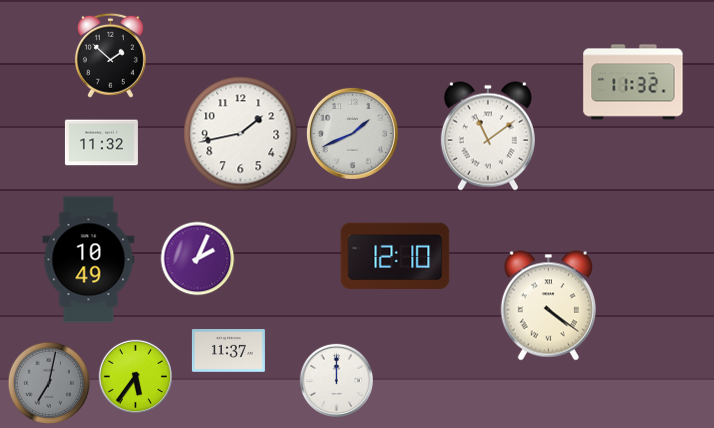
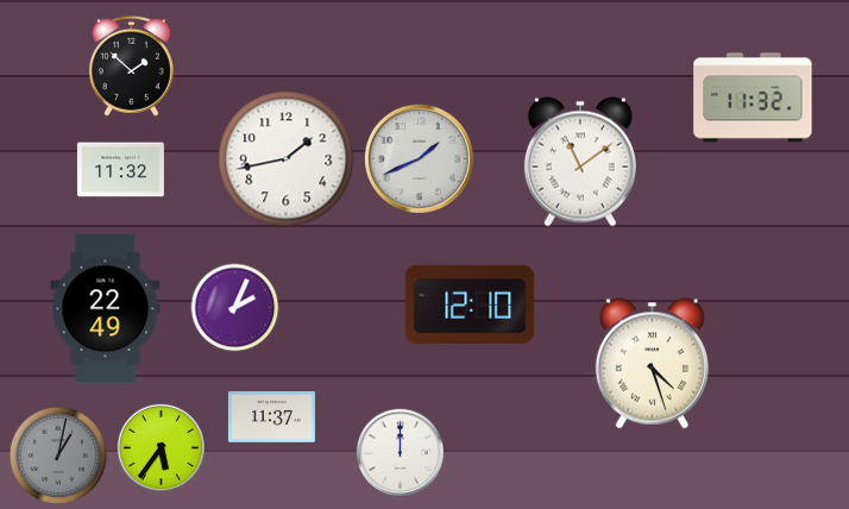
clock at (89, 260): 10:49 -> 22:49
clock at (548, 306): 4:21 -> 4:27
clock at (49, 383): 7:02 -> 1:02
